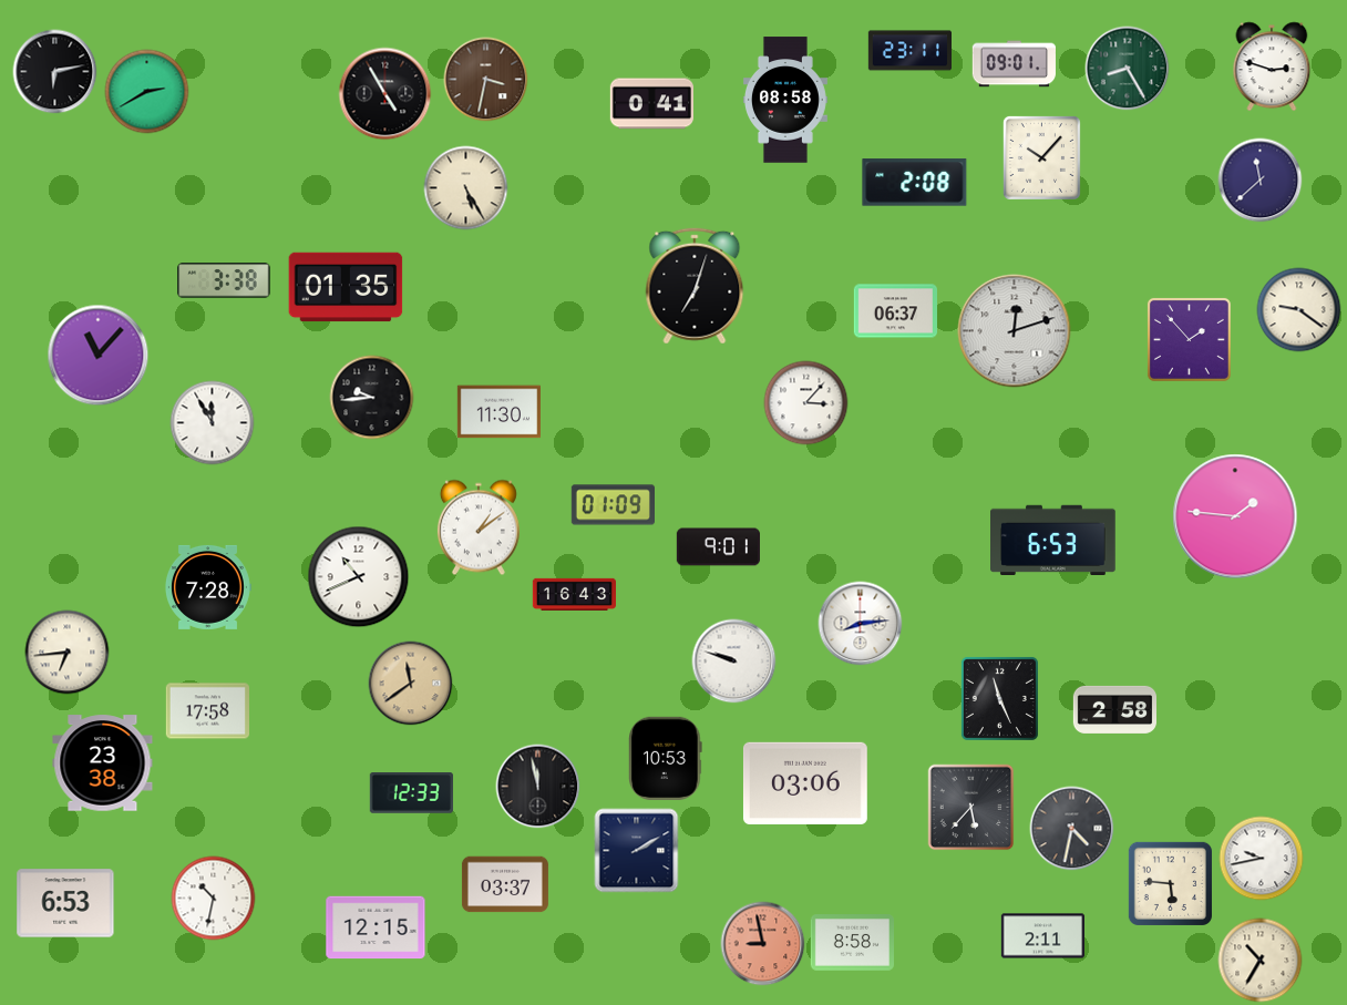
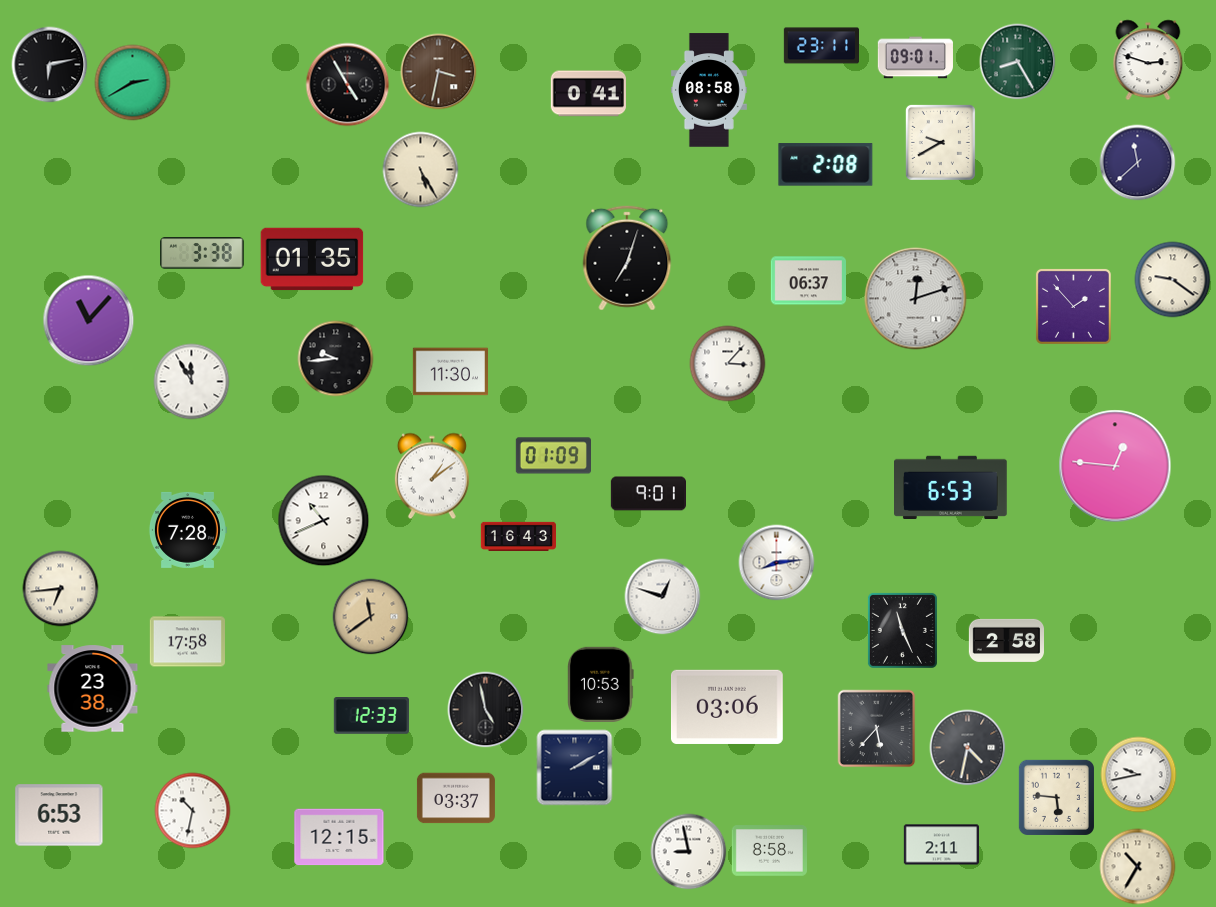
clock at (1041, 157): 10:07 -> 9:40
clock at (1235, 516): 1:46 -> 12:46
clock at (734, 662): 9:48 -> 12:48
clock at (538, 787): 11:58 -> 4:58
clock at (763, 944) dial: salmon -> white
